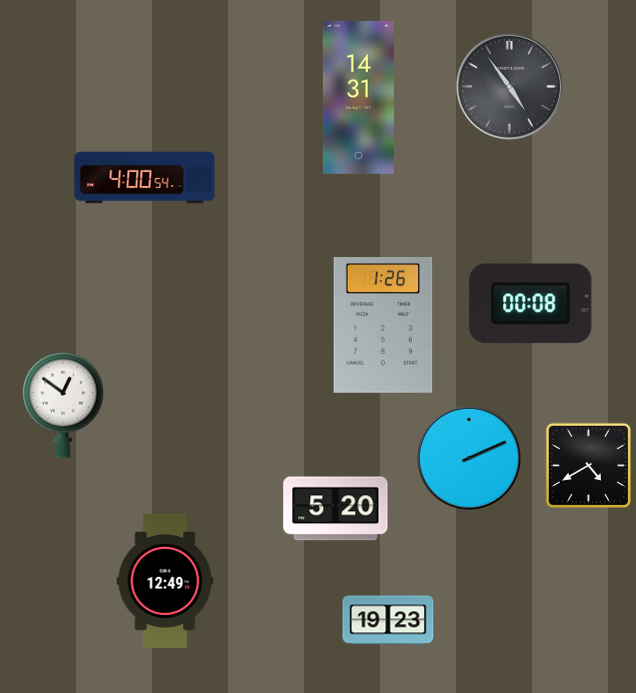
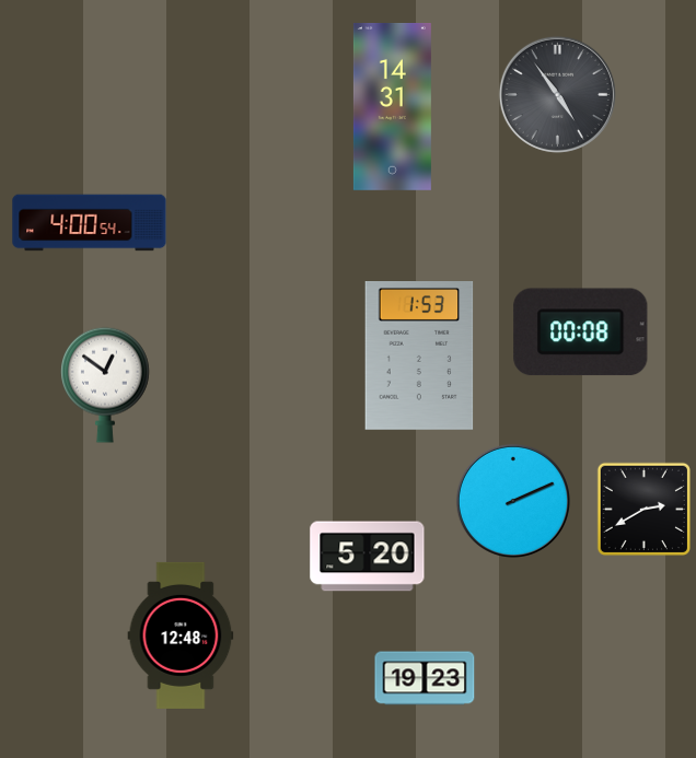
clock at (145, 178) position: (145, 178) -> (90, 223)
clock at (383, 326): 1:26 -> 1:53
clock at (64, 405) position: (64, 405) -> (106, 385)
clock at (588, 465): 4:40 -> 2:40
clock at (165, 581): 12:49 -> 12:48
